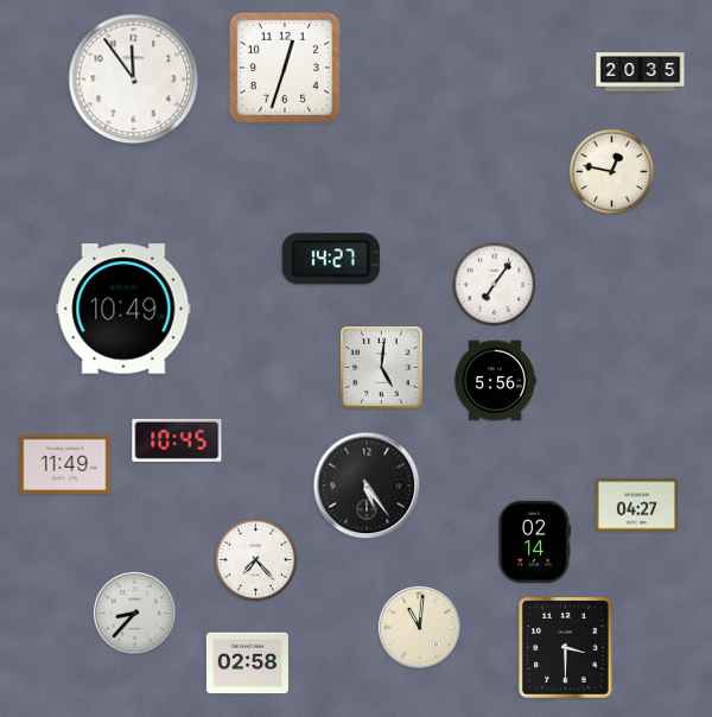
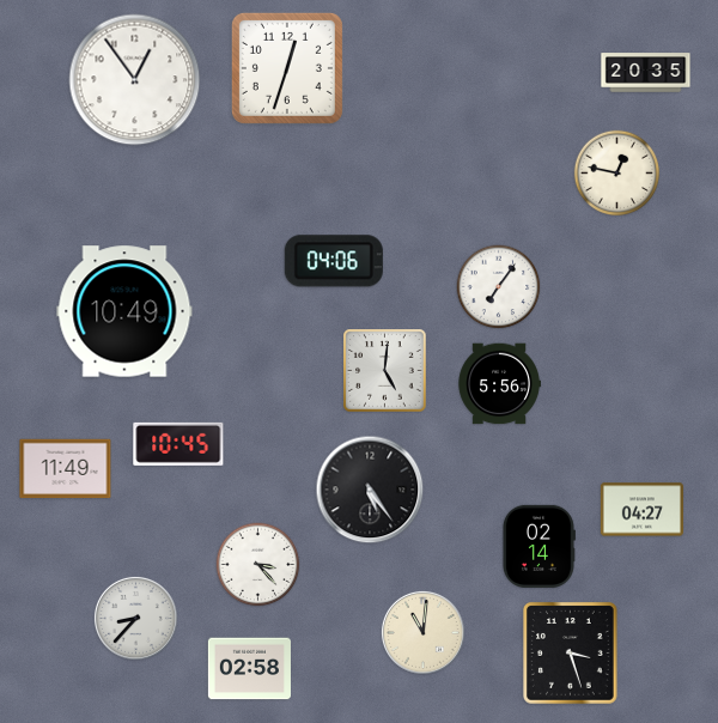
clock at (134, 80): 11:54 -> 12:54
clock at (331, 259): 14:27 -> 04:06
clock at (256, 560): 7:23 -> 3:23
clock at (566, 648): 3:30 -> 3:27
